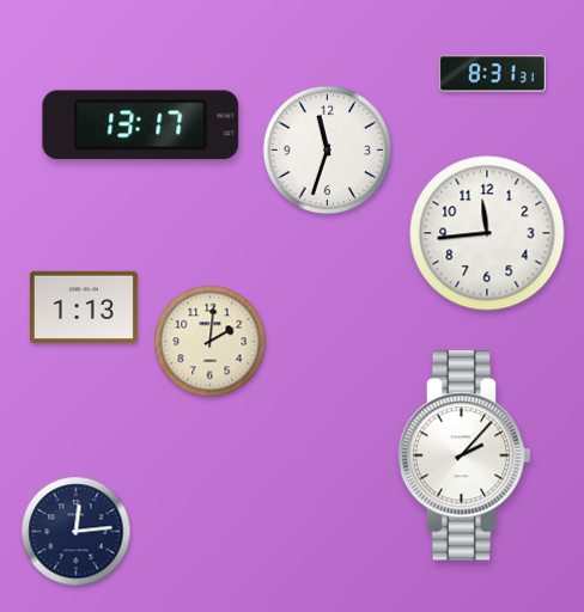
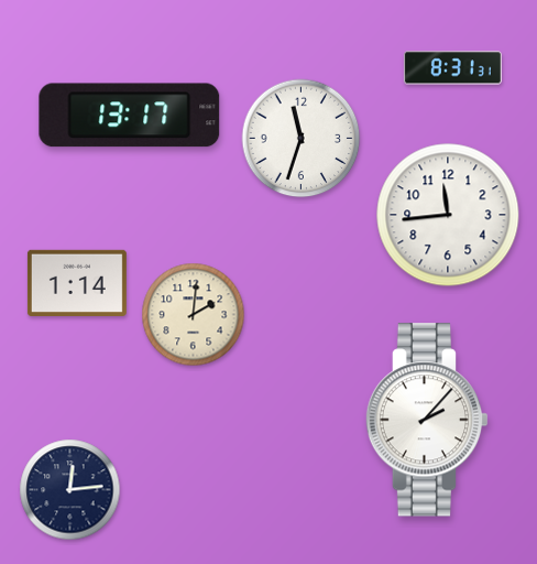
clock at (84, 307): 1:13 -> 1:14
